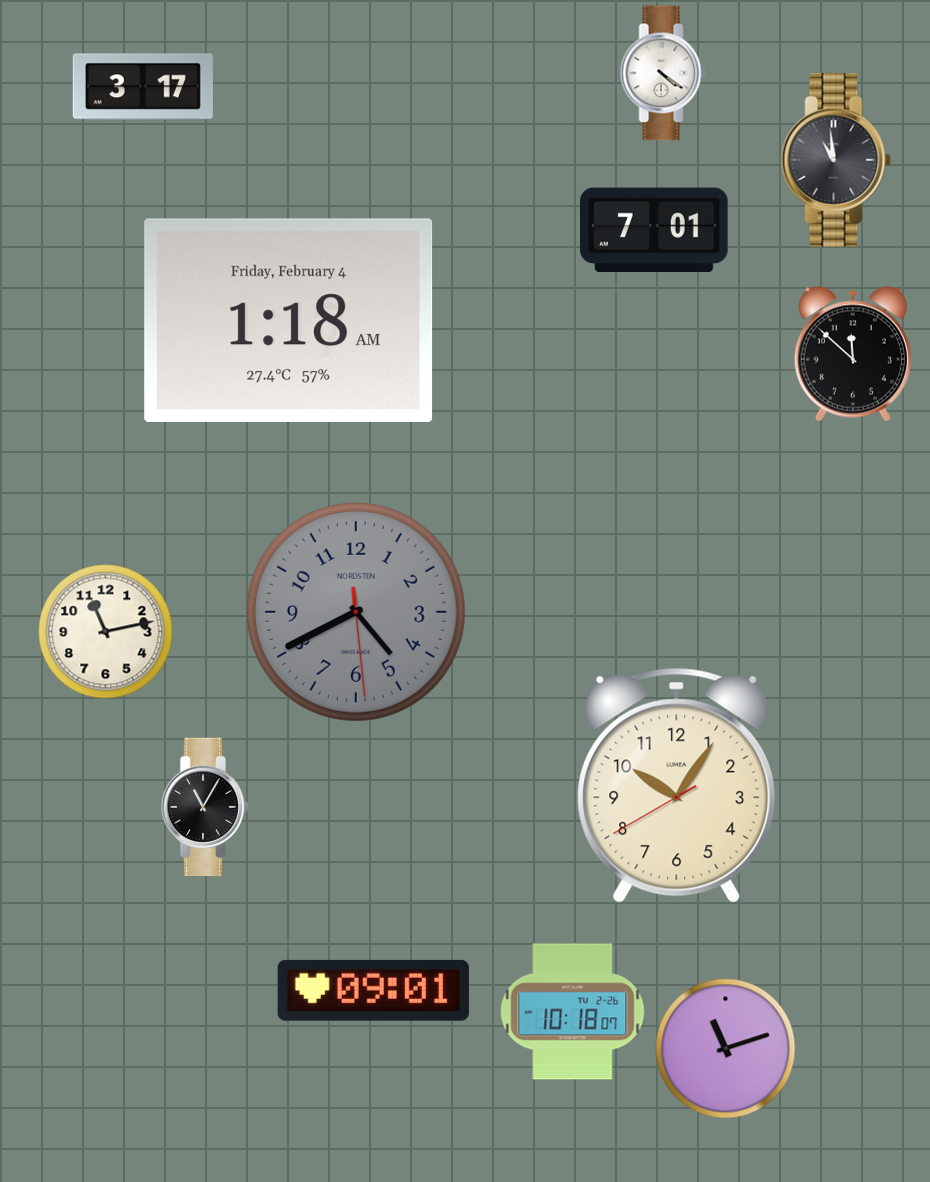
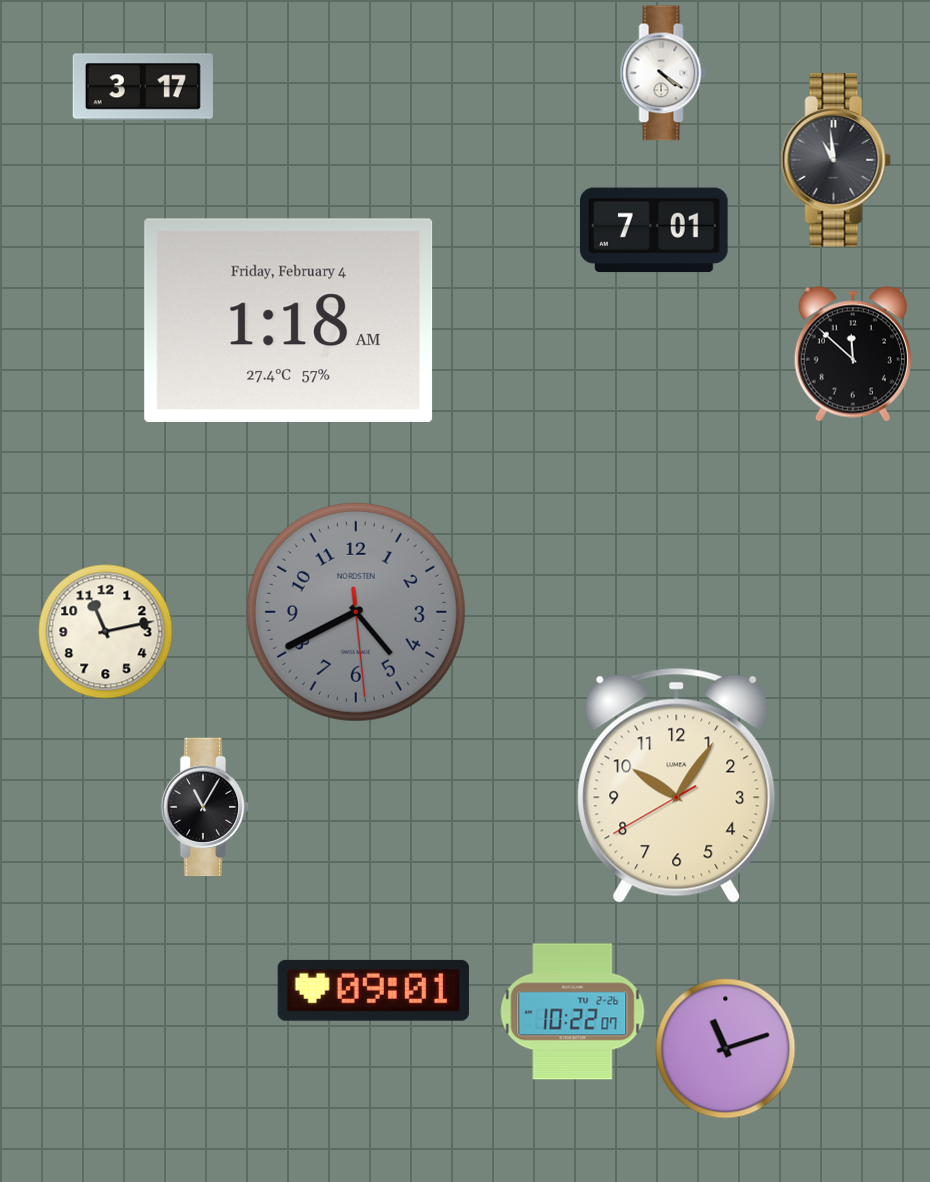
clock at (573, 1012): 10:18 -> 10:22
